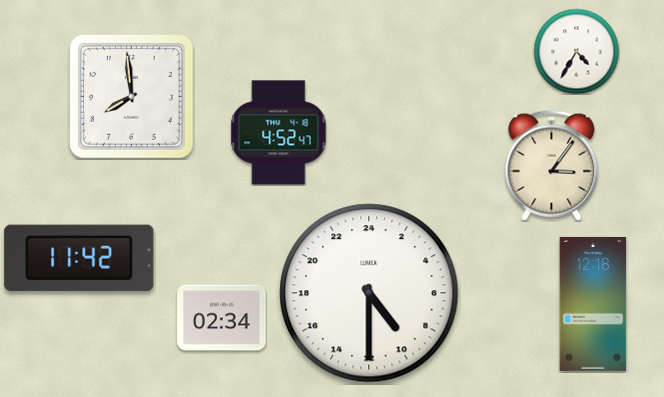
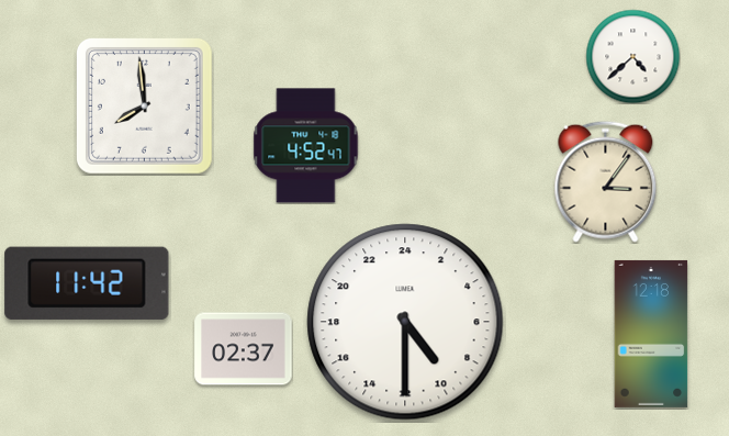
clock at (576, 51): 4:35 -> 4:38
clock at (222, 318): 02:34 -> 02:37
